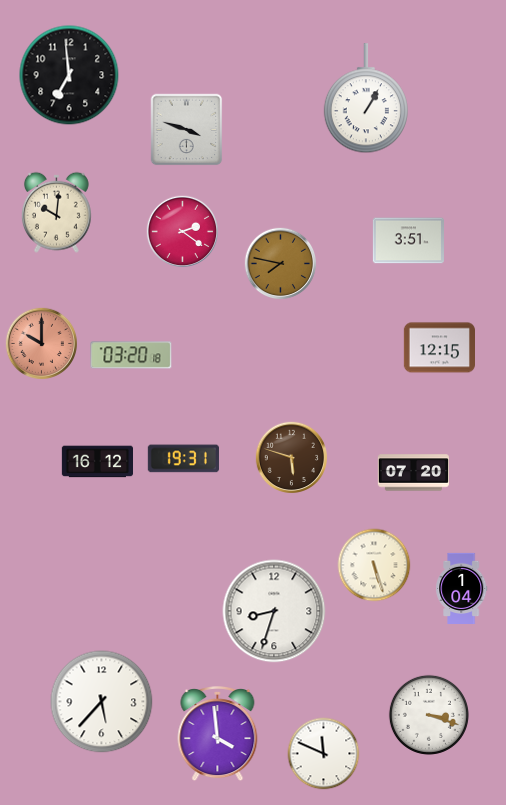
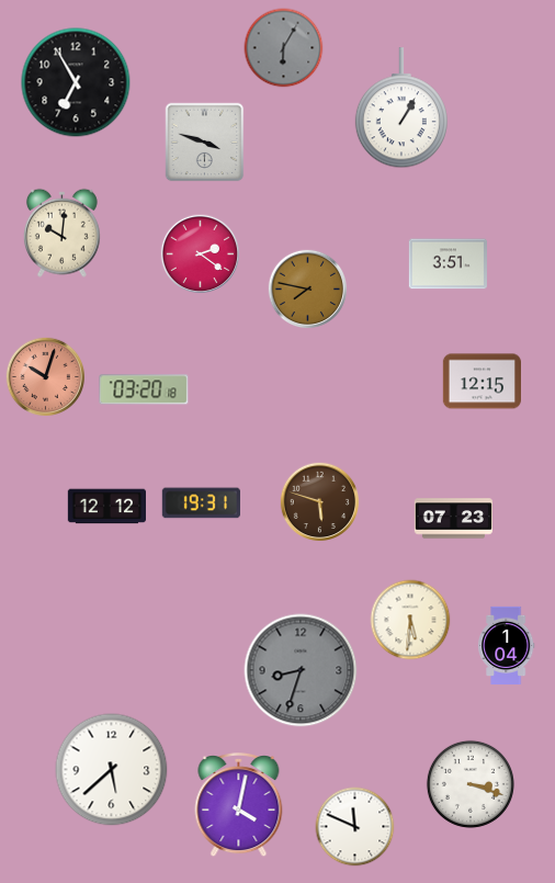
clock at (284, 48): none -> 6:05
clock at (69, 75): 6:59 -> 6:55
clock at (41, 343): 10:00 -> 10:03
clock at (97, 462): 16:12 -> 12:12
clock at (413, 473): 07:20 -> 07:23
clock at (374, 565): 5:27 -> 5:31
clock at (274, 611) dial: white -> grey
clock at (102, 702): 5:37 -> 5:38
clock at (218, 735): 3:59 -> 4:02
